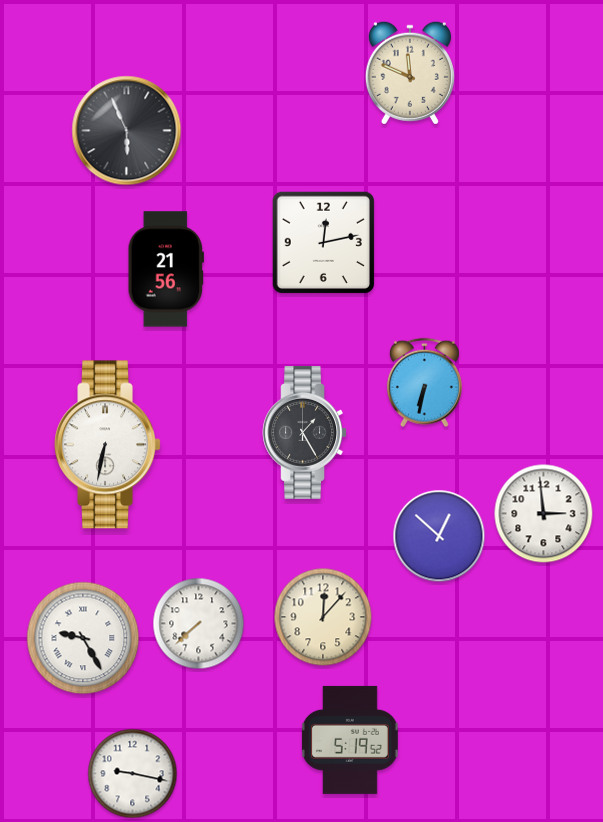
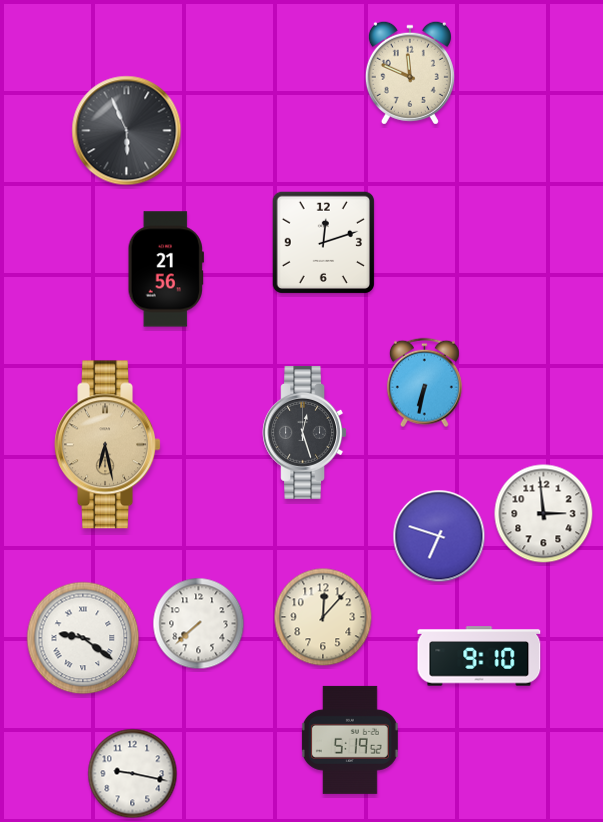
clock at (323, 242): 12:13 -> 12:12
clock at (304, 432): 1:25 -> 12:27
clock at (107, 445): 6:32 -> 6:28
clock at (107, 445) dial: white -> champagne
clock at (439, 536): 12:52 -> 6:48
clock at (83, 638): 9:25 -> 9:21
clock at (479, 656): none -> 9:10
